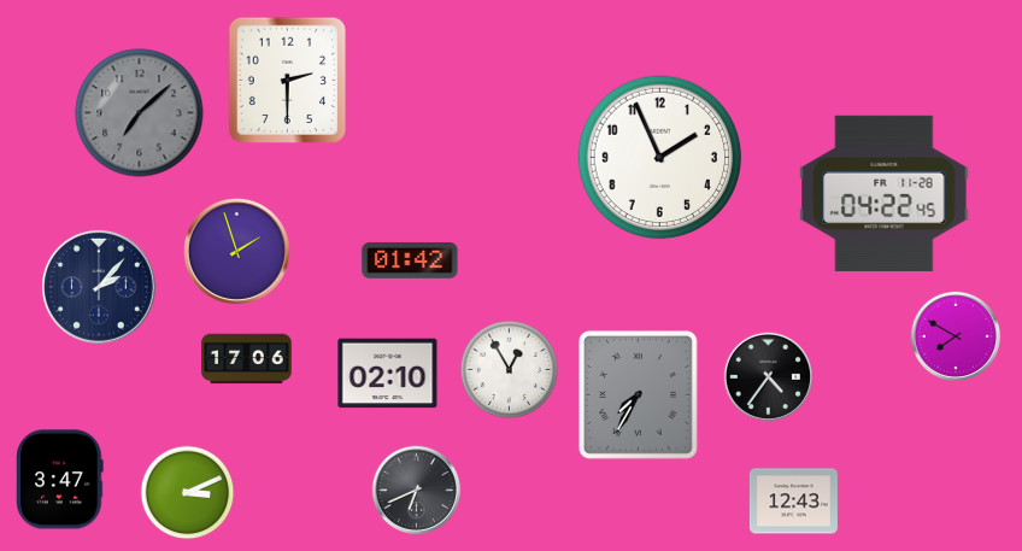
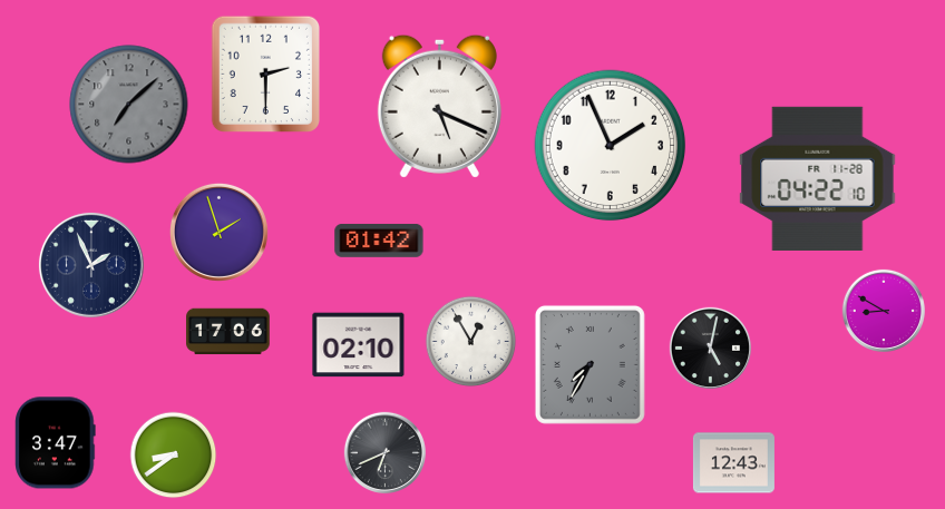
clock at (439, 106): none -> 5:19
clock at (885, 193): 04:22:45 -> 04:22:10
clock at (99, 287): 2:07 -> 1:56
clock at (956, 336): 7:50 -> 8:50
clock at (768, 376): 4:36 -> 5:02
clock at (188, 493): 3:11 -> 8:39
